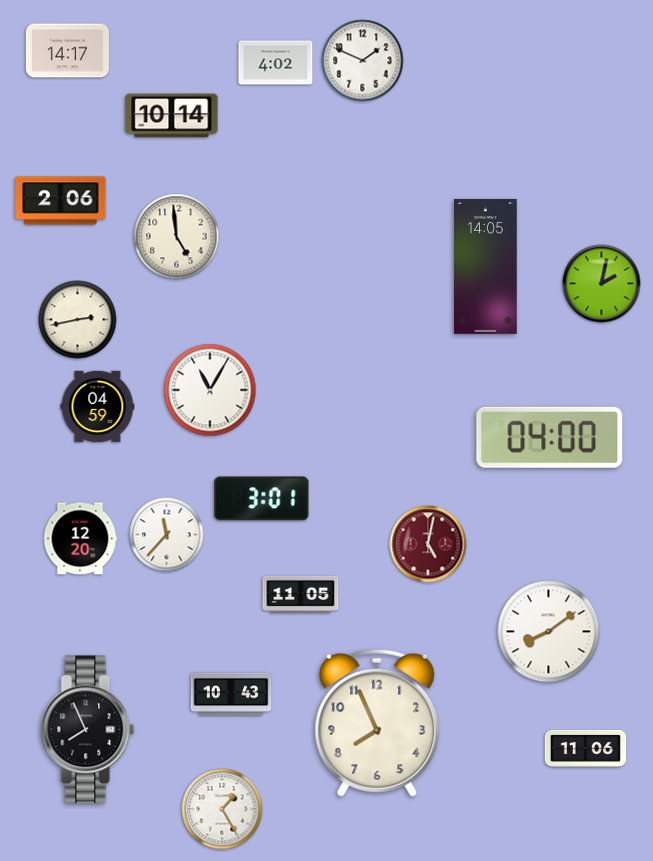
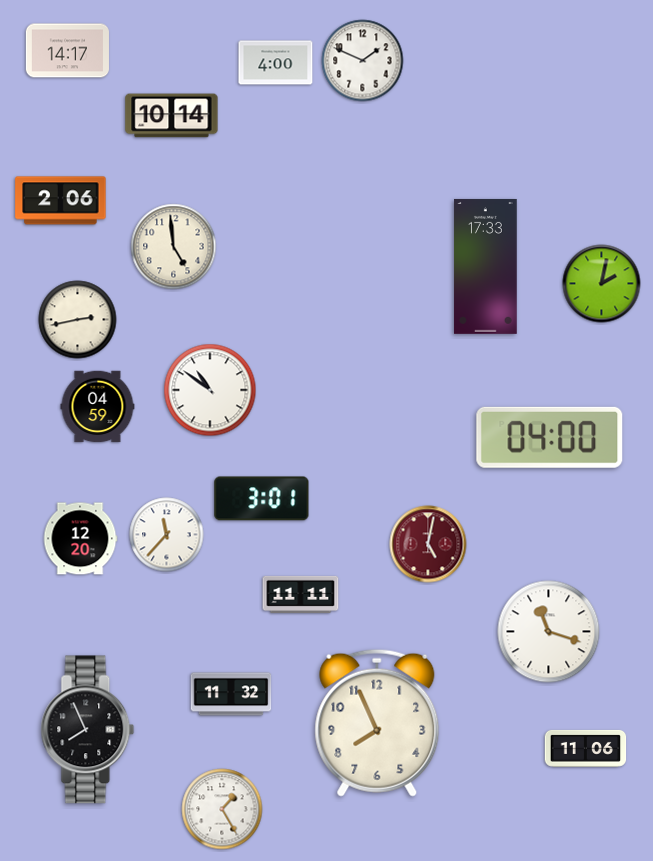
clock at (276, 63): 4:02 -> 4:00
clock at (177, 237) position: (177, 237) -> (174, 247)
clock at (486, 266): 14:05 -> 17:33
clock at (210, 390): 11:05 -> 10:51
clock at (301, 594): 11:05 -> 11:11
clock at (549, 632): 8:09 -> 11:18
clock at (231, 694): 10:43 -> 11:32
